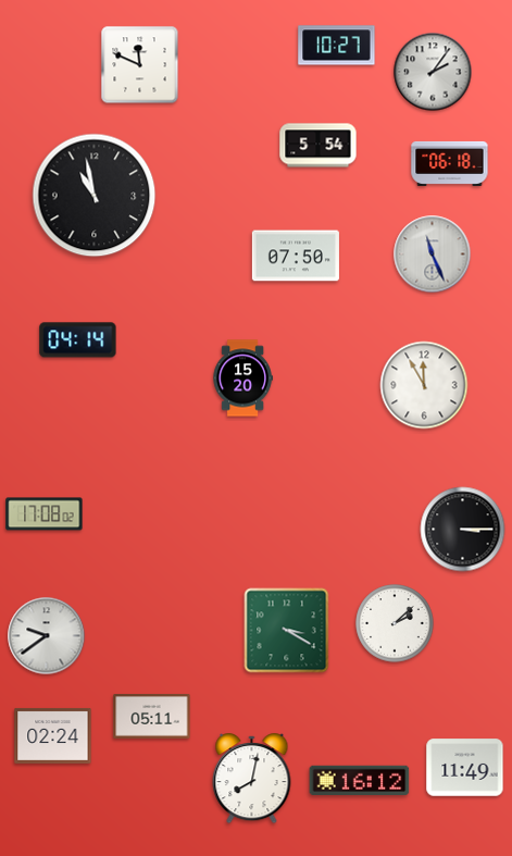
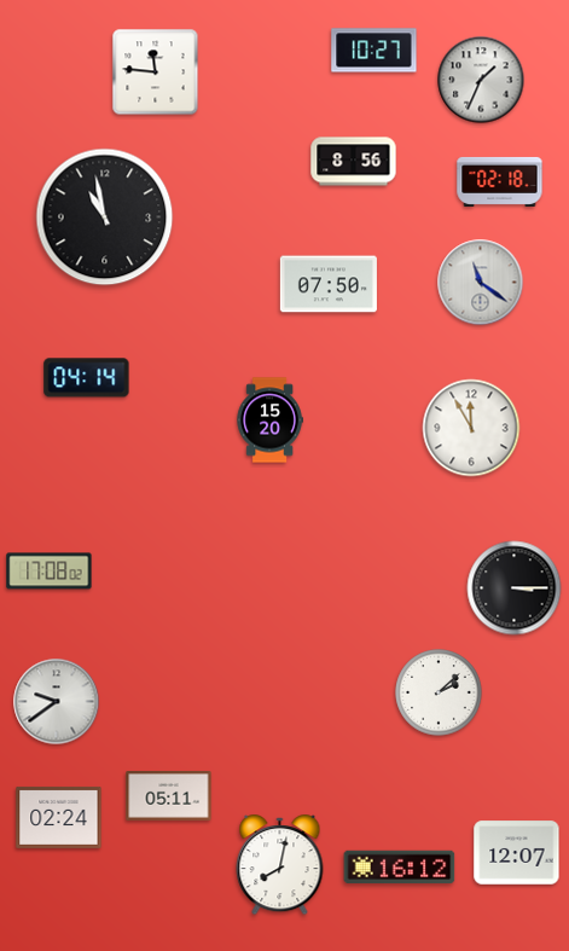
clock at (140, 65): 11:49 -> 11:46
clock at (433, 72): 2:06 -> 1:34
clock at (319, 146): 5:54 -> 8:56
clock at (450, 163): 06:18 -> 02:18
clock at (433, 255): 11:26 -> 11:21
clock at (287, 631): 3:20 -> none
clock at (47, 636) position: (47, 636) -> (57, 702)
clock at (465, 768): 11:49 -> 12:07
